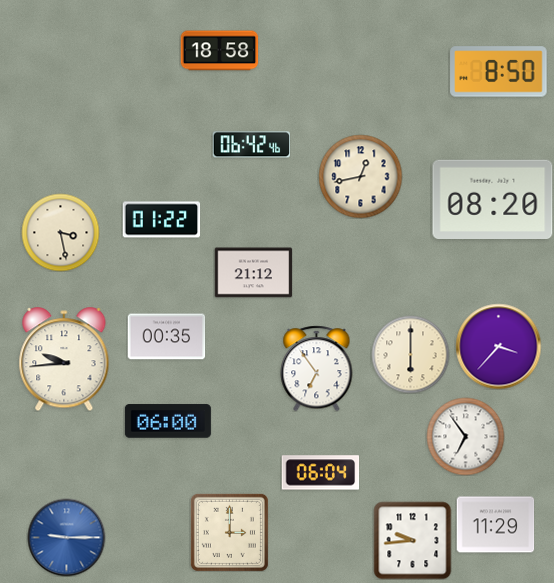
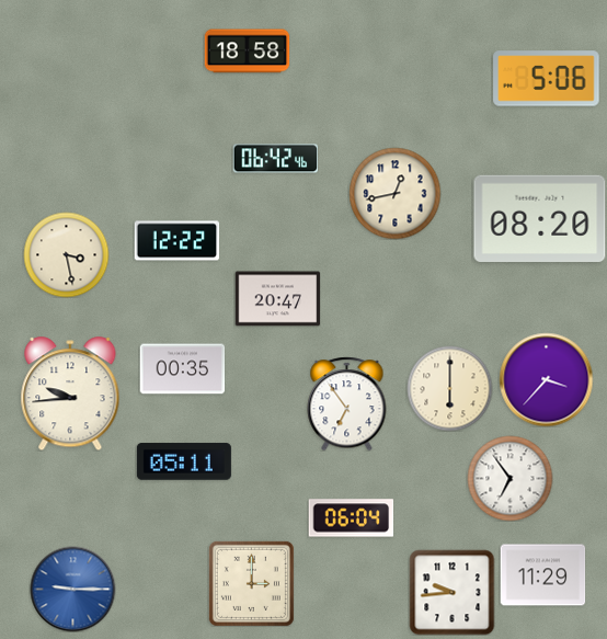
clock at (219, 51) position: (219, 51) -> (247, 52)
clock at (499, 72): 8:50 -> 5:06
clock at (161, 220): 01:22 -> 12:22
clock at (253, 273): 21:12 -> 20:47
clock at (168, 421): 06:00 -> 05:11
